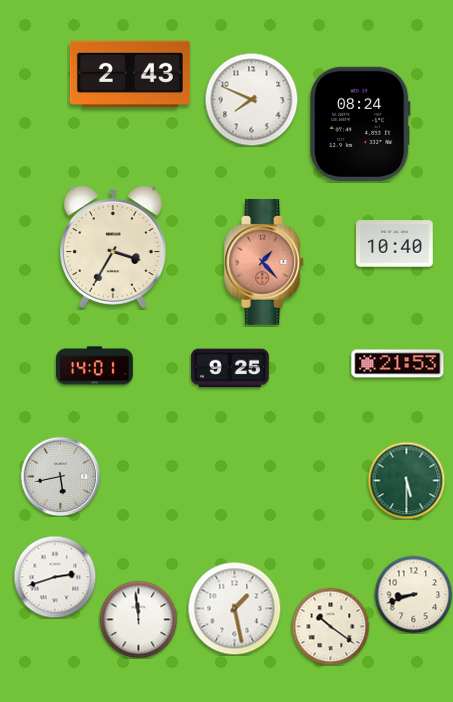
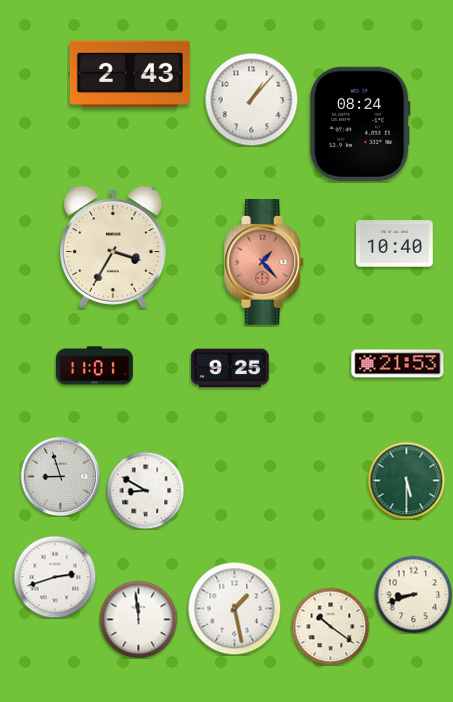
clock at (251, 99): 7:49 -> 1:07
clock at (95, 366): 14:01 -> 11:01
clock at (60, 476): 5:43 -> 8:57
clock at (145, 490): none -> 8:50
